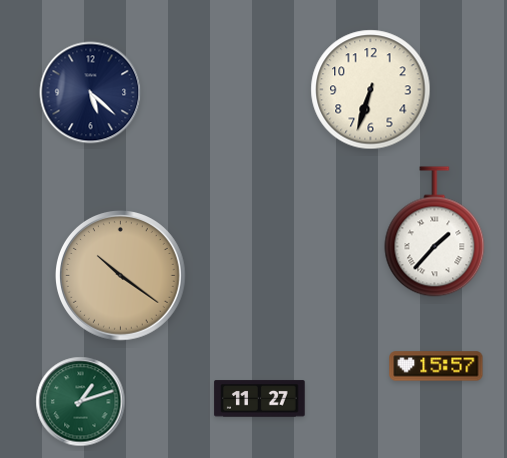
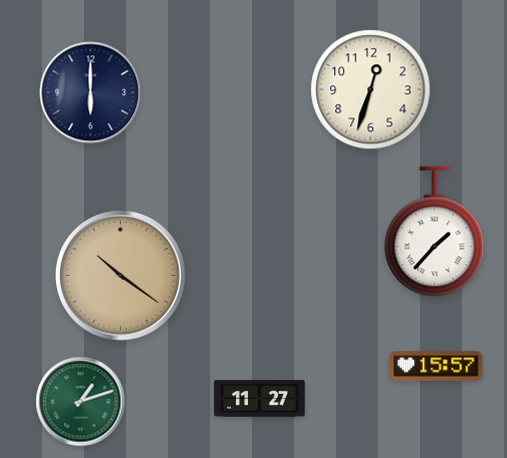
clock at (371, 90): 6:33 -> 12:33
clock at (91, 93): 5:22 -> 6:00
